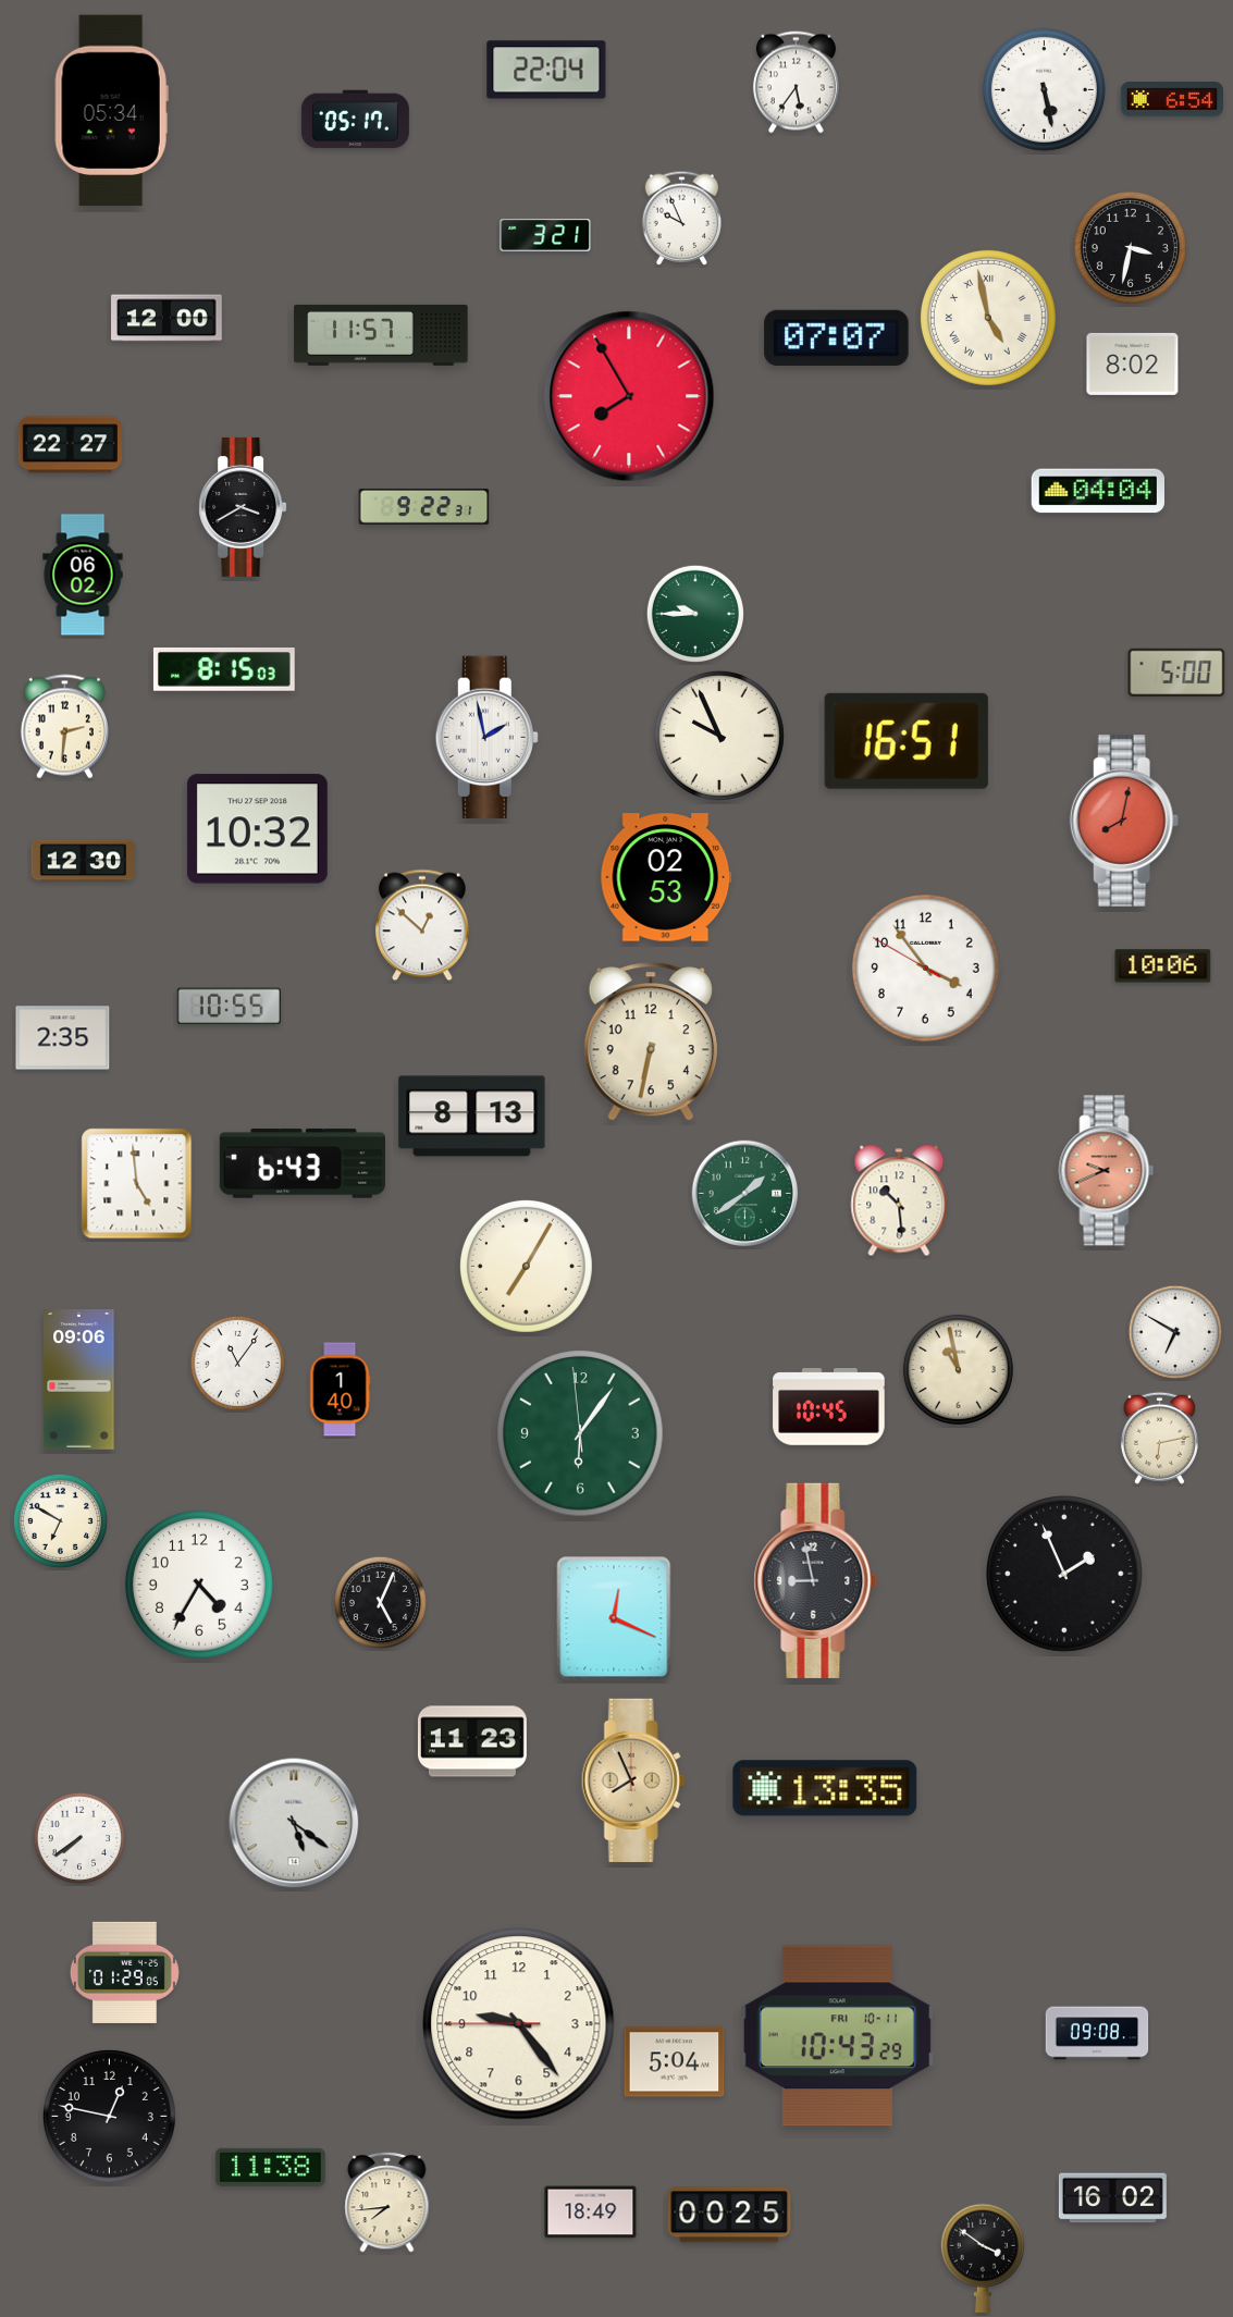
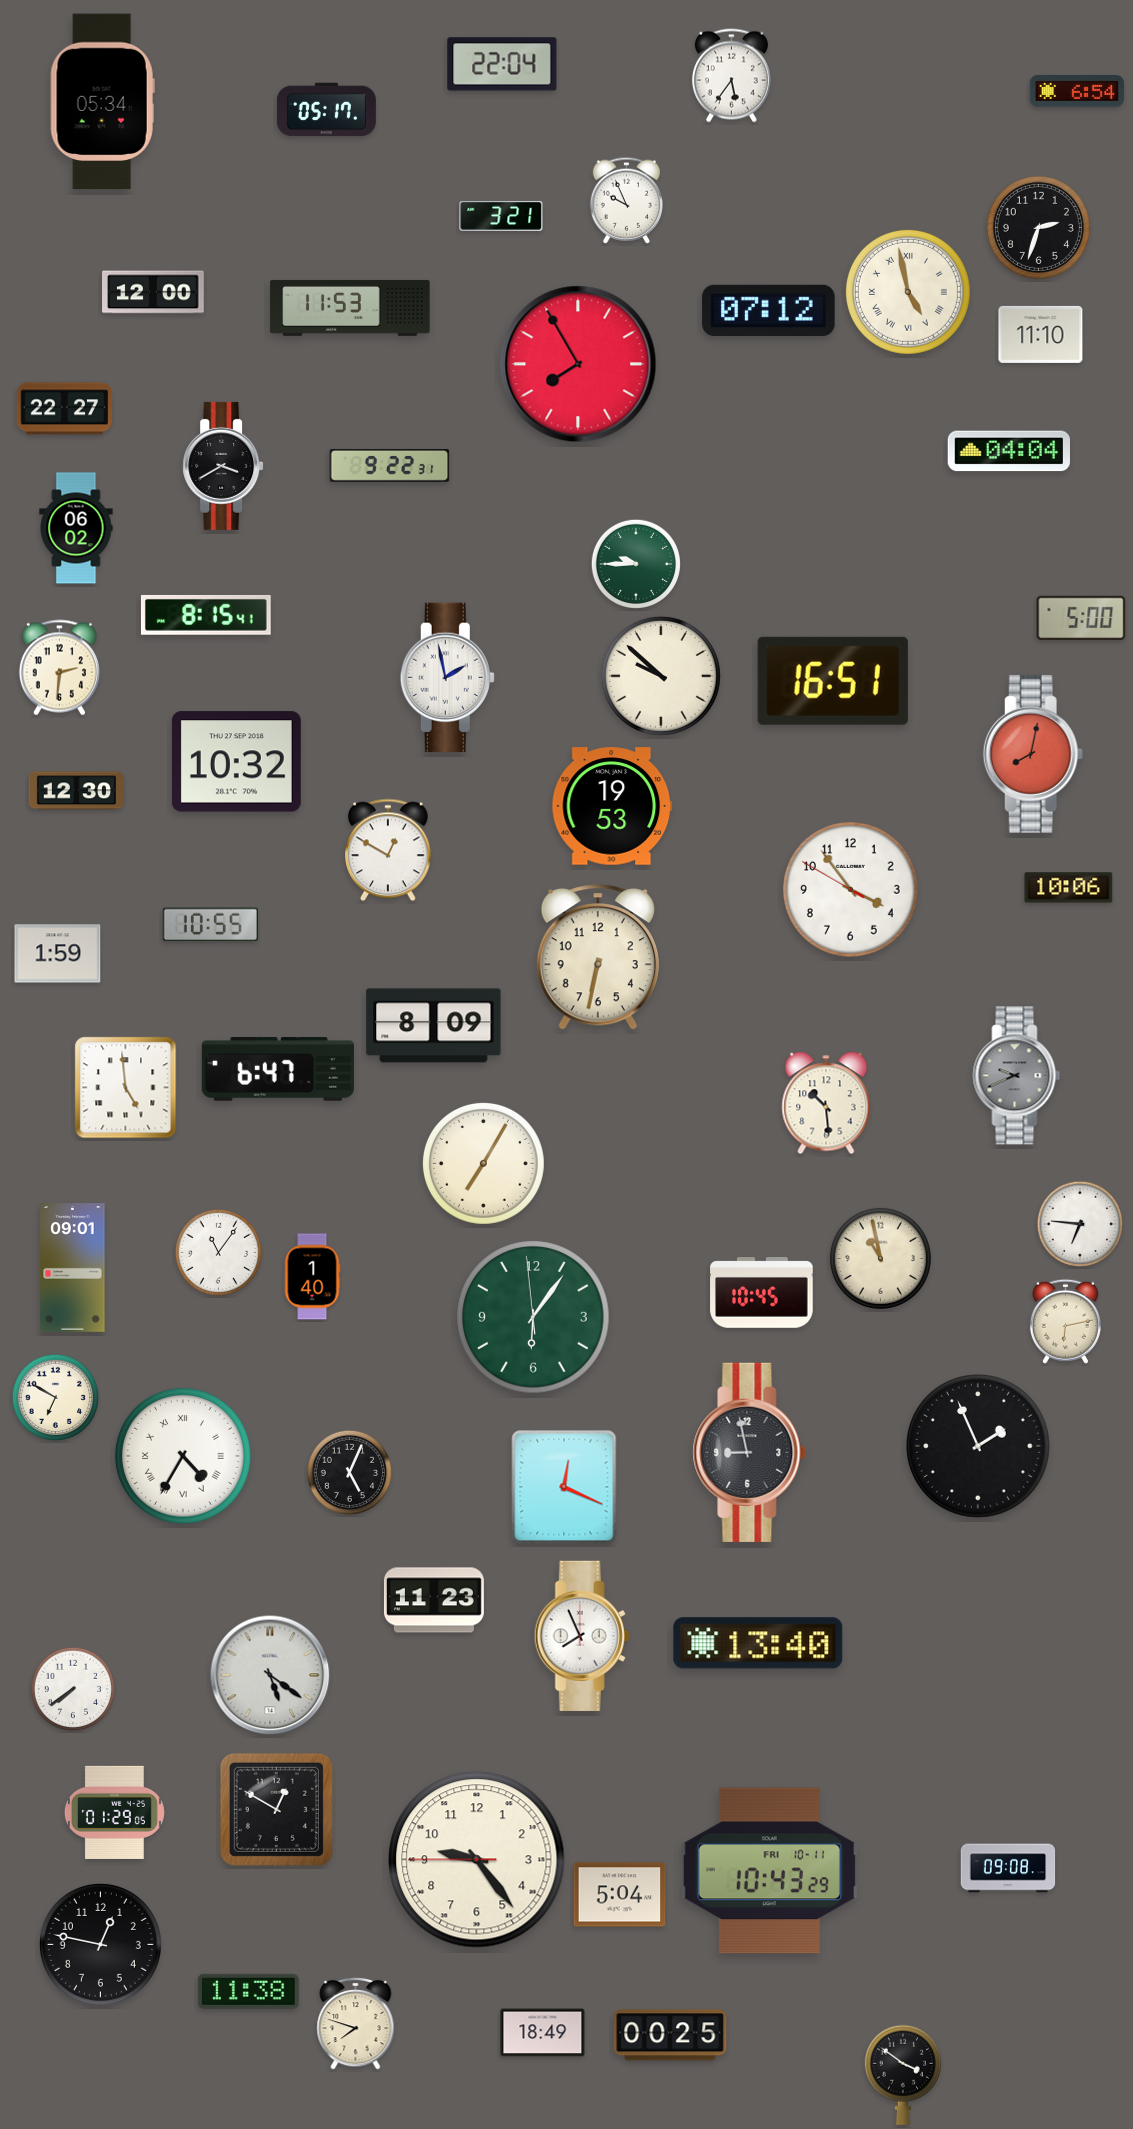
clock at (1044, 89): 5:28 -> none
clock at (1130, 247): 3:32 -> 2:33
clock at (381, 335): 11:57 -> 11:53
clock at (837, 337): 07:07 -> 07:12
clock at (1133, 363): 8:02 -> 11:10
clock at (694, 613) position: (694, 613) -> (635, 563)
clock at (224, 669): 8:15:03 -> 8:15:41
clock at (719, 736): 9:56 -> 9:52
clock at (666, 877): 02:53 -> 19:53
clock at (422, 925): 12:52 -> 12:50
clock at (63, 1038): 2:35 -> 1:59
clock at (472, 1117): 8:13 -> 8:09
clock at (303, 1163): 6:43 -> 6:47
clock at (1107, 1171) dial: salmon -> grey
clock at (745, 1194): 1:39 -> none
clock at (1175, 1332): 6:50 -> 6:46
clock at (79, 1380): 09:06 -> 09:01
clock at (199, 1585) numerals: Arabic -> Roman
clock at (633, 1779) dial: champagne -> white
clock at (825, 1788): 13:35 -> 13:40
clock at (276, 1809): none -> 12:50
clock at (1112, 2198): 16:02 -> none
clock at (387, 2202): 7:44 -> 7:48
